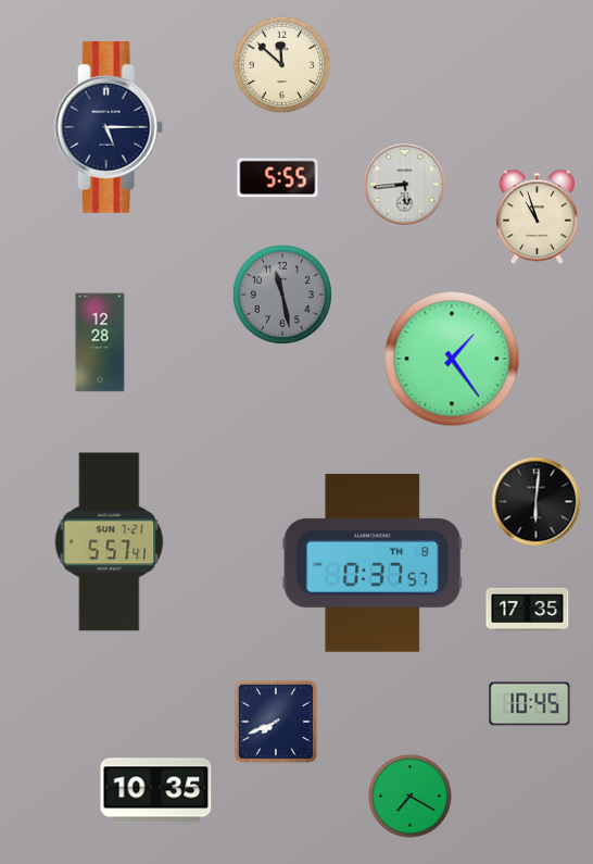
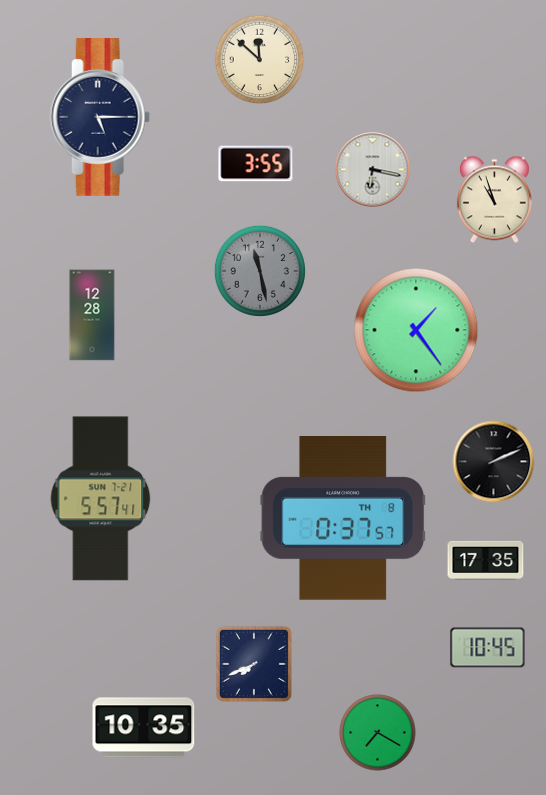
clock at (278, 178): 5:55 -> 3:55
clock at (405, 185): 5:44 -> 6:17
clock at (537, 502): 6:01 -> 2:11
